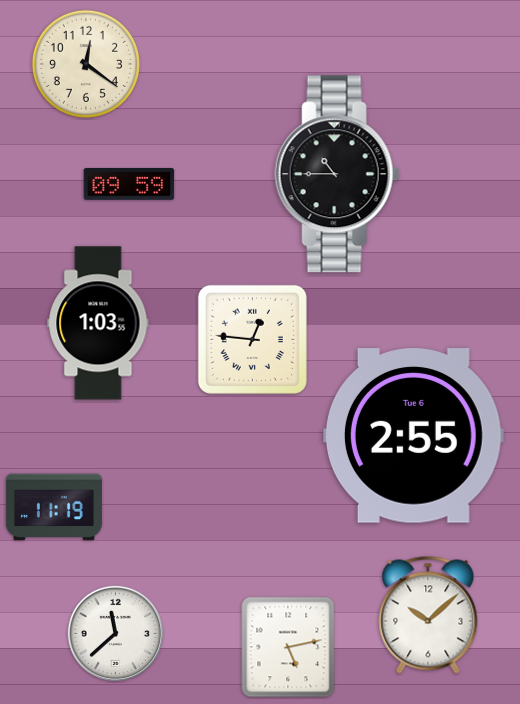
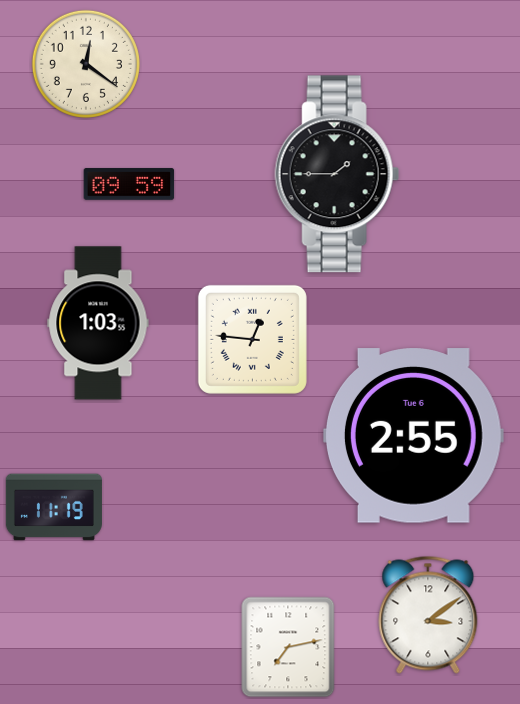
clock at (337, 174): 10:45 -> 1:45
clock at (428, 615): 10:08 -> 3:09
clock at (115, 633): 11:38 -> none
clock at (288, 647): 5:13 -> 7:13
